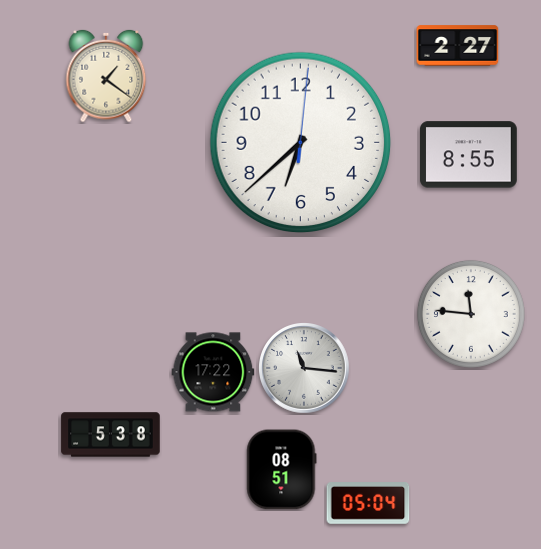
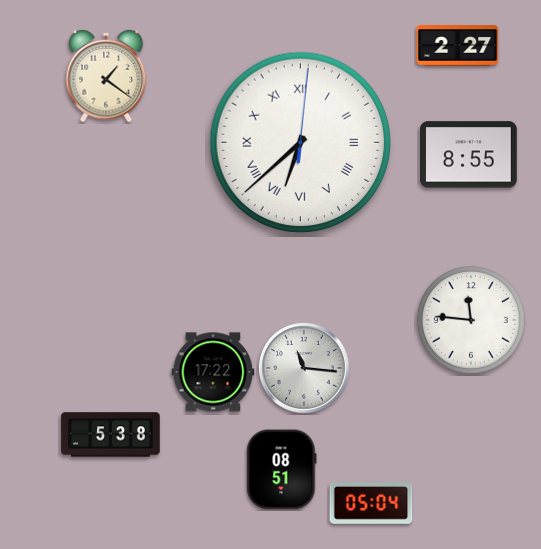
clock at (301, 143) numerals: Arabic -> Roman
clock at (471, 314) position: (471, 314) -> (471, 320)
clock at (368, 504) position: (368, 504) -> (371, 504)
